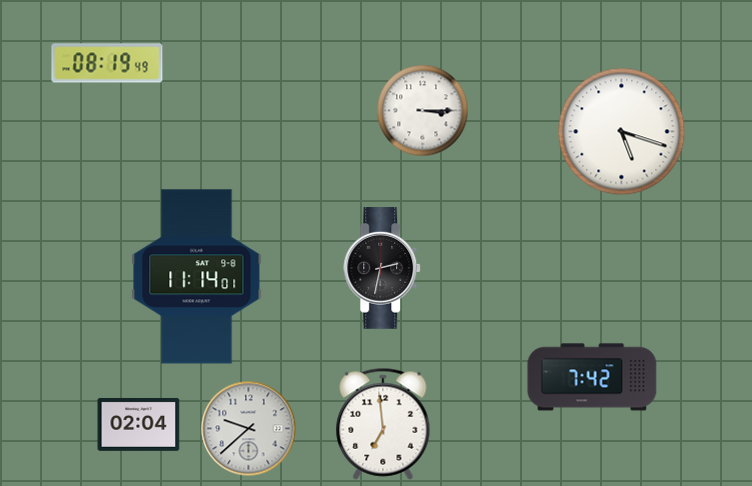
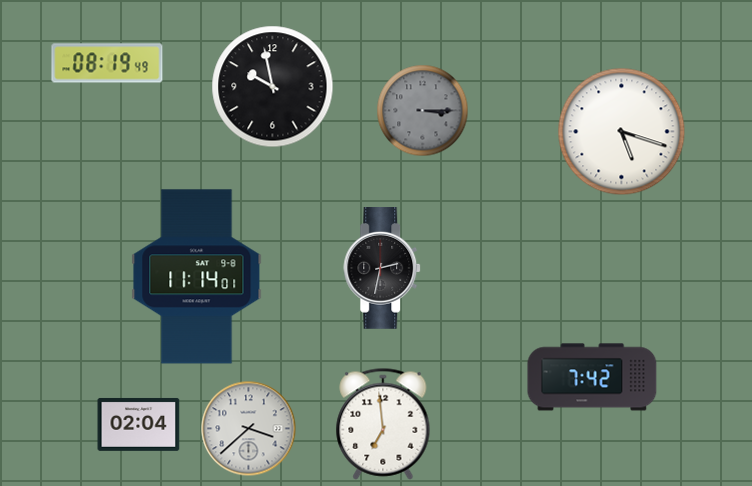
clock at (273, 87): none -> 9:58
clock at (423, 111) dial: white -> grey
clock at (249, 429): 9:38 -> 3:38
